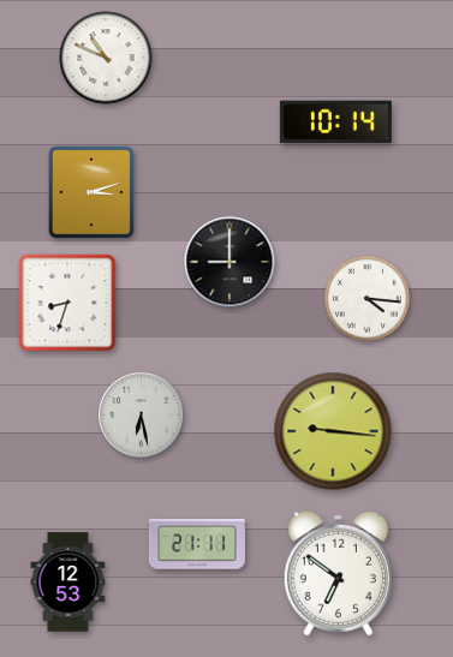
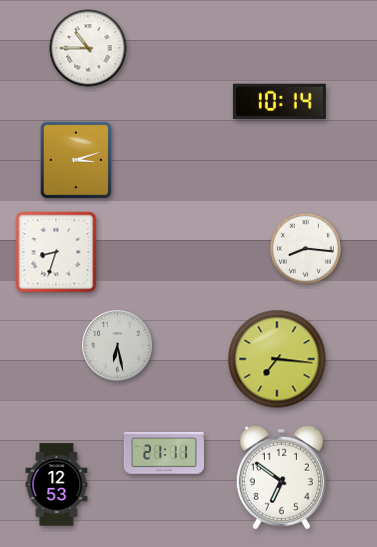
clock at (106, 58): 10:49 -> 10:45
clock at (230, 262): 9:00 -> none
clock at (366, 298): 4:16 -> 8:16
clock at (333, 431): 9:16 -> 7:16
